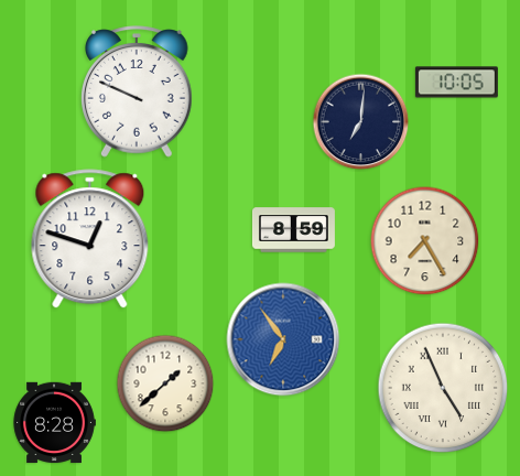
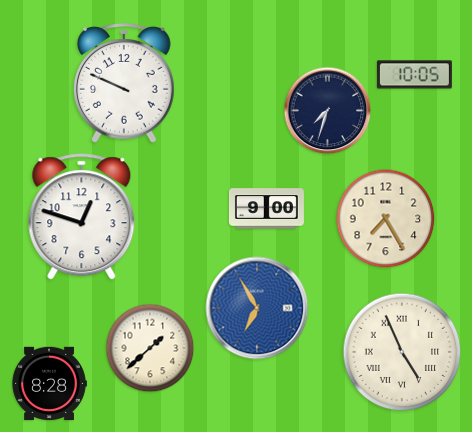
clock at (361, 122): 7:01 -> 7:33
clock at (293, 230): 8:59 -> 9:00
clock at (283, 339): 6:54 -> 6:55
